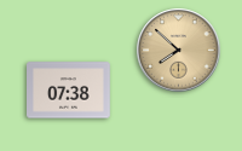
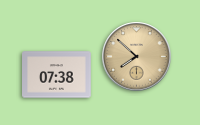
clock at (179, 51) position: (179, 51) -> (137, 57)
